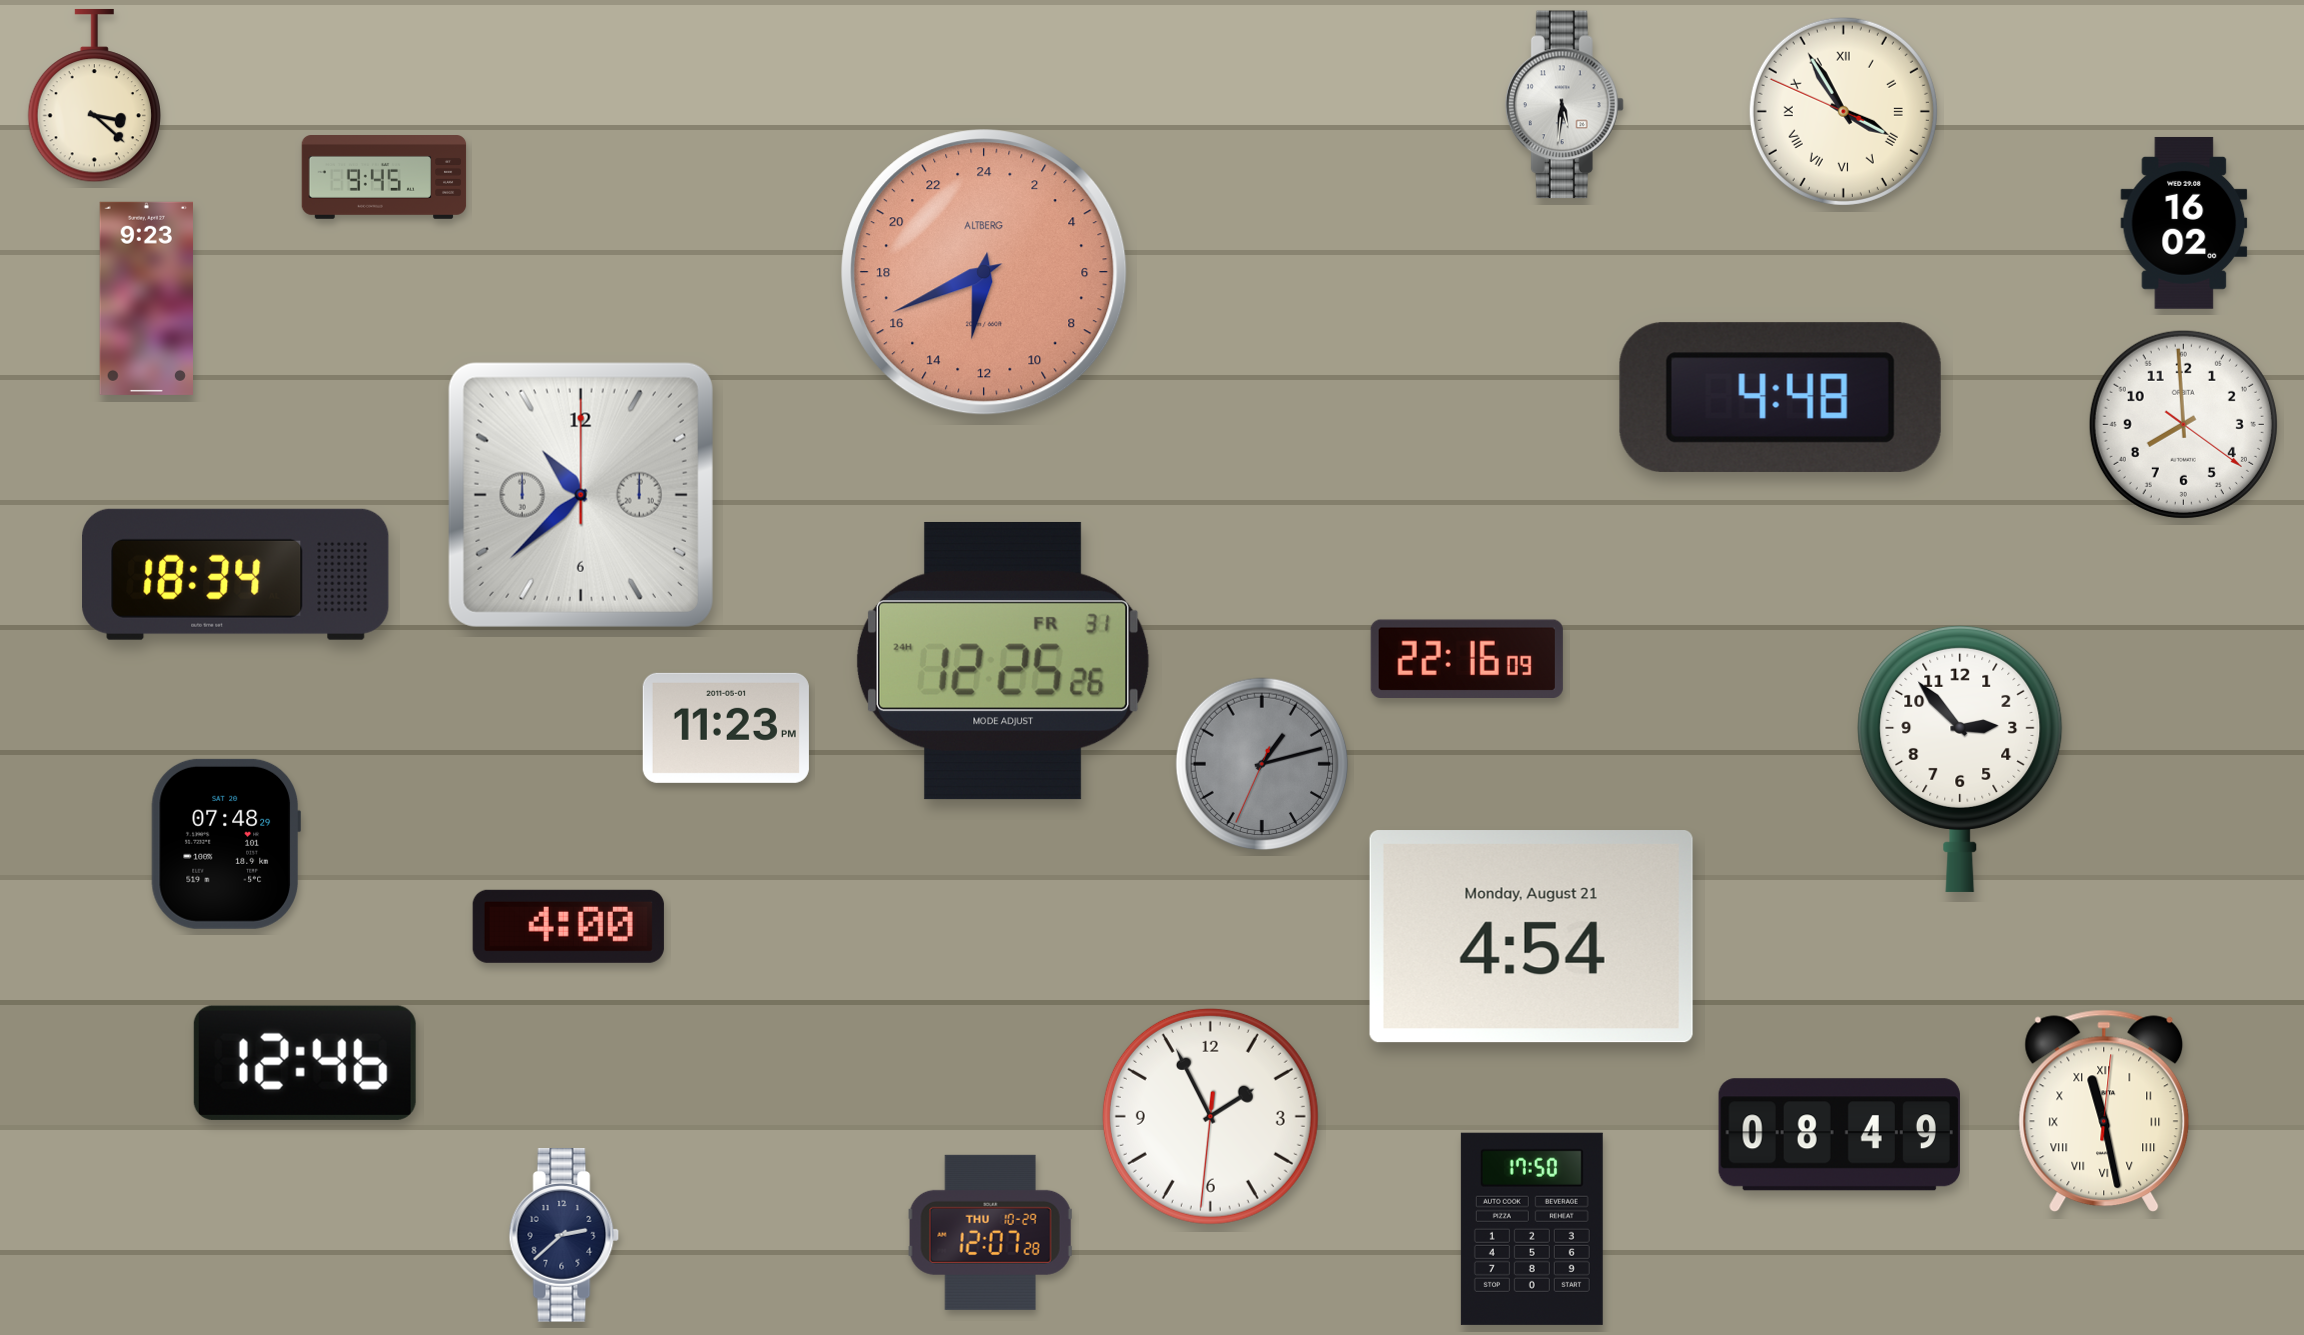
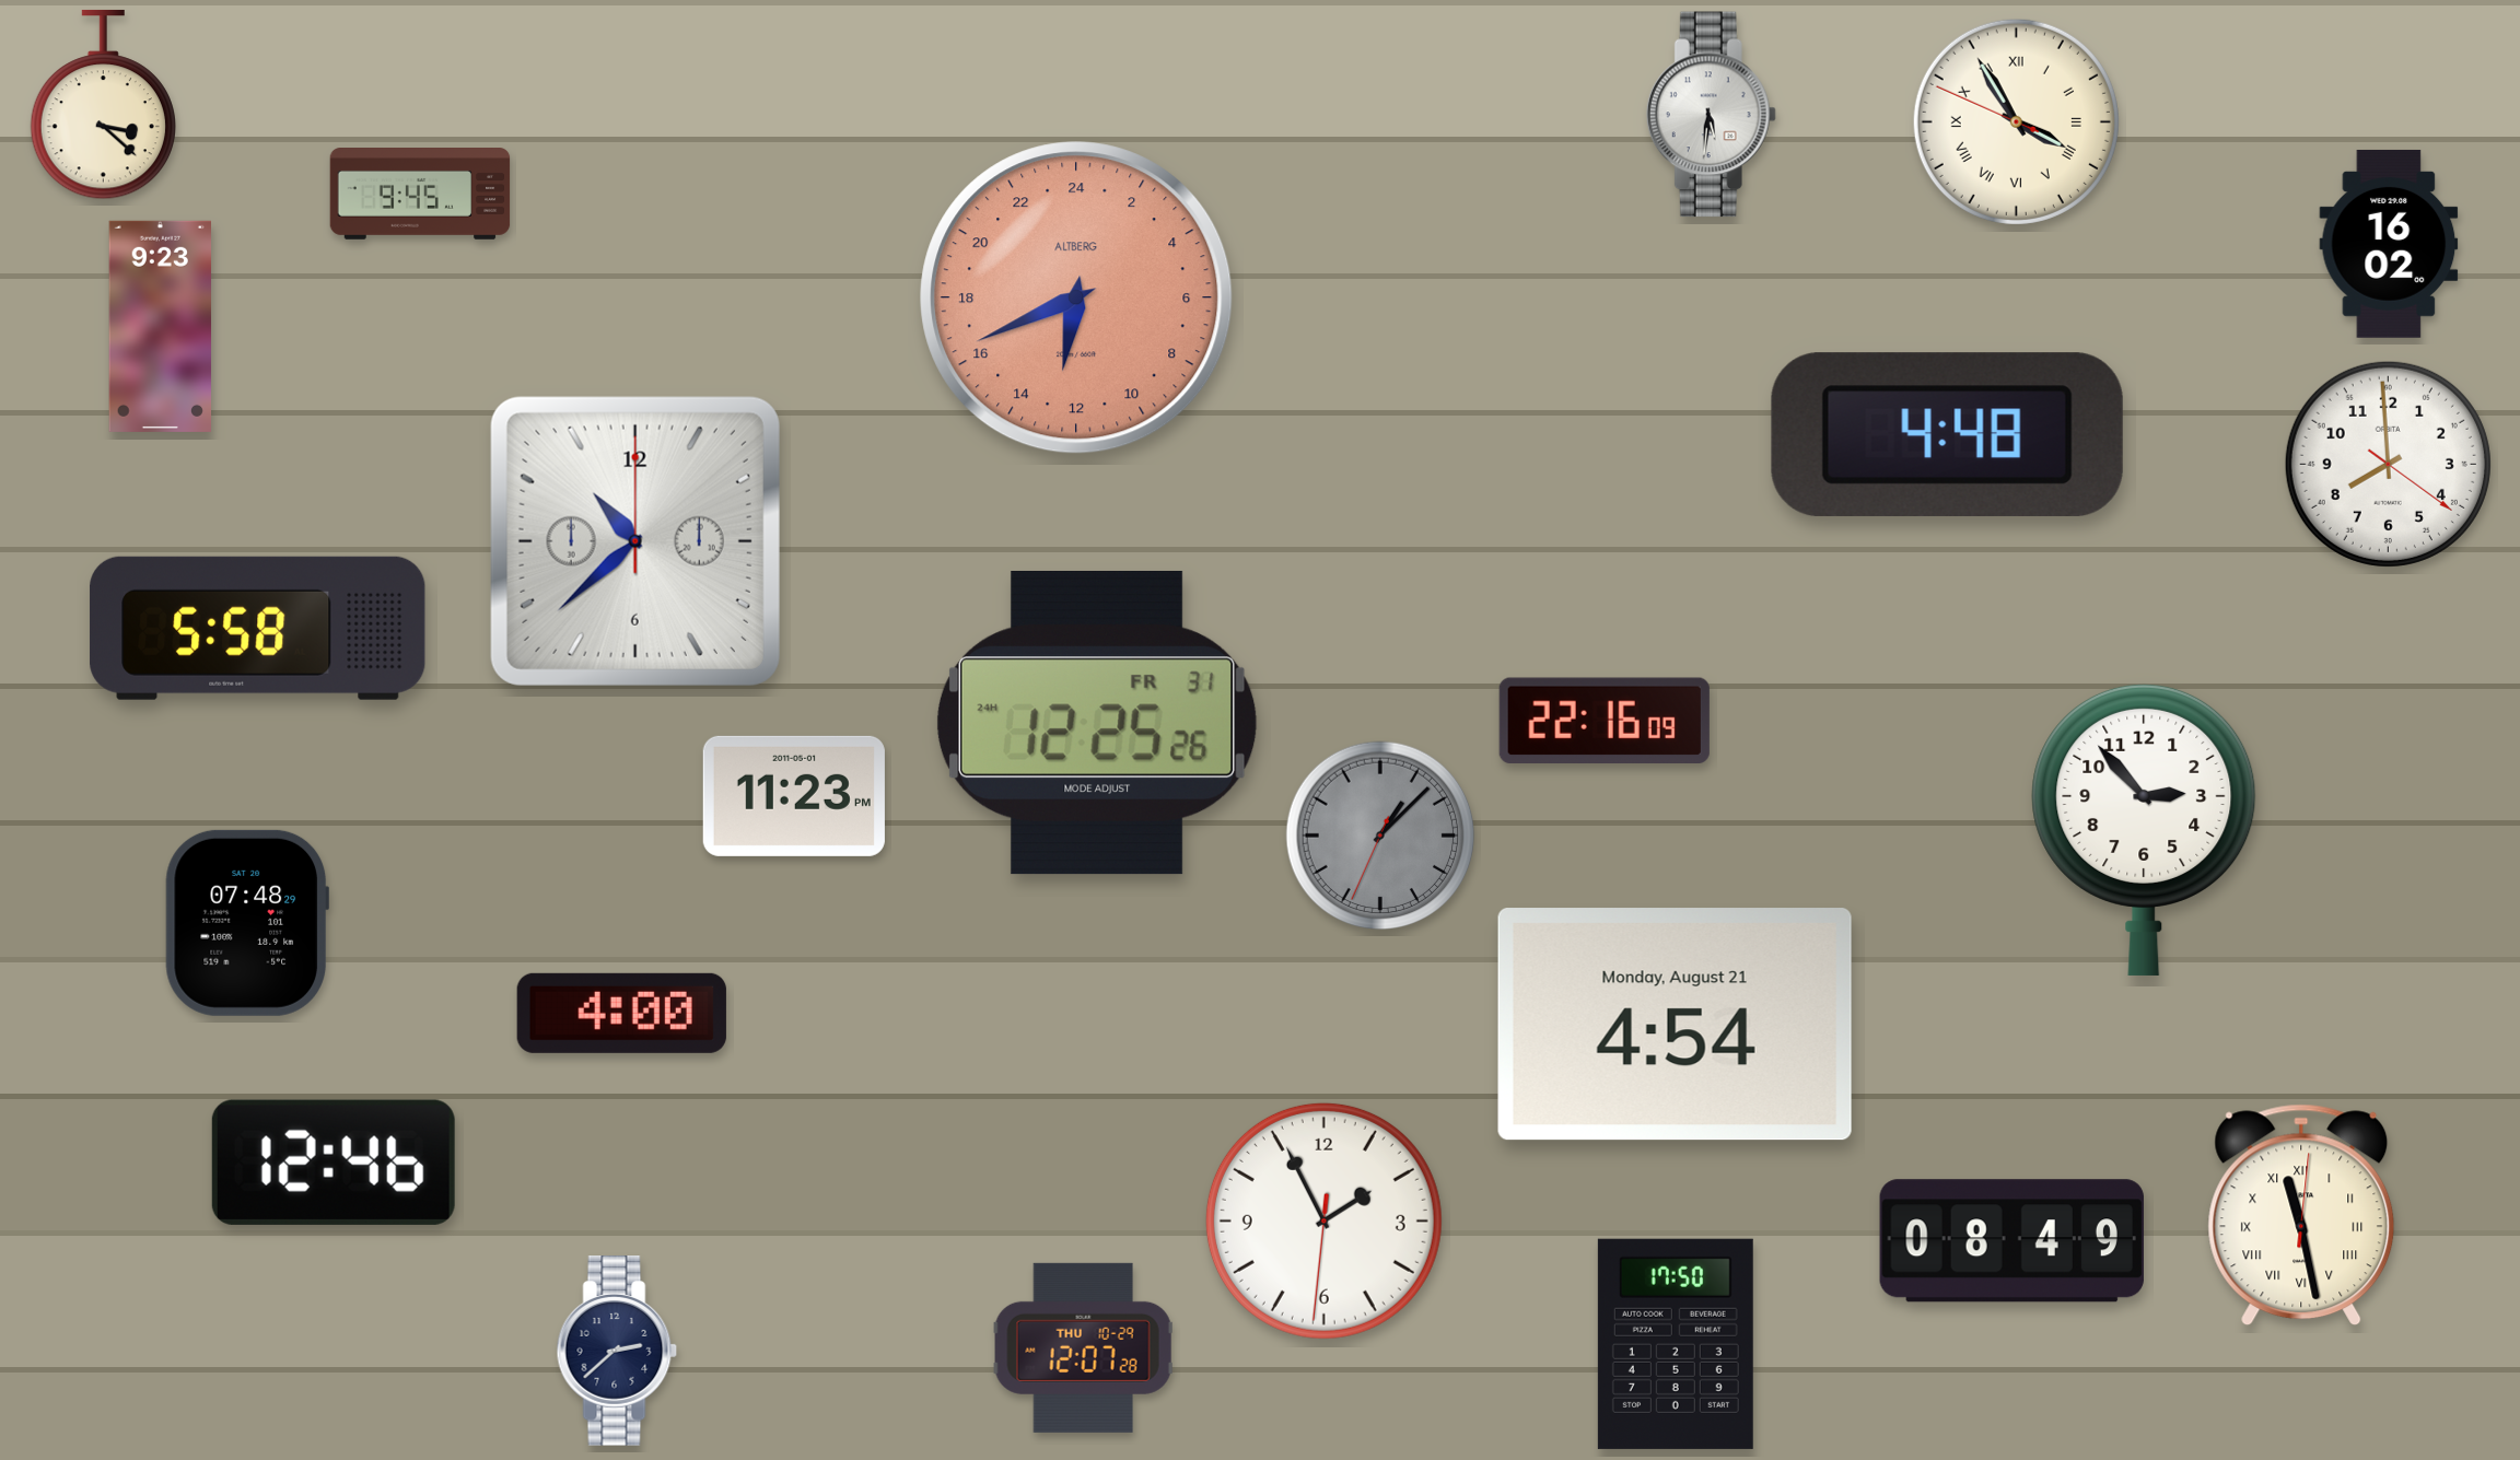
clock at (236, 574): 18:34 -> 5:58
clock at (1262, 764): 1:12 -> 1:07
